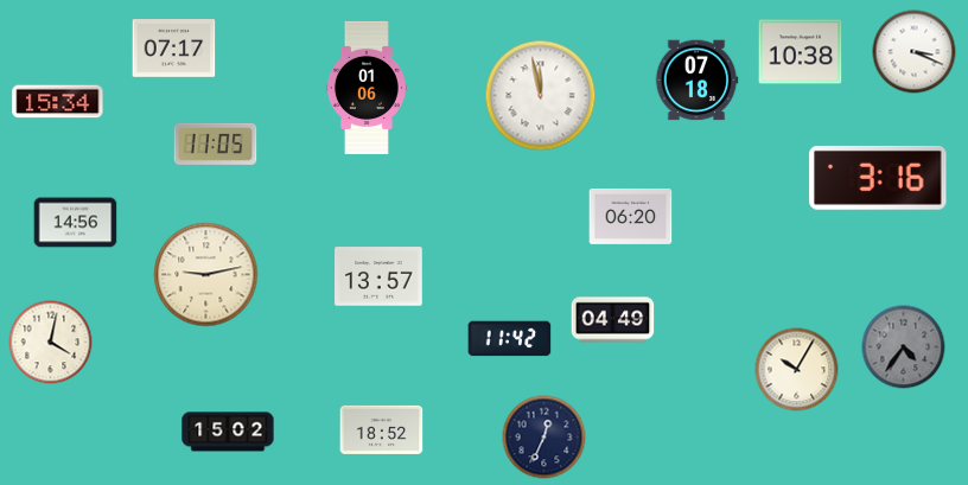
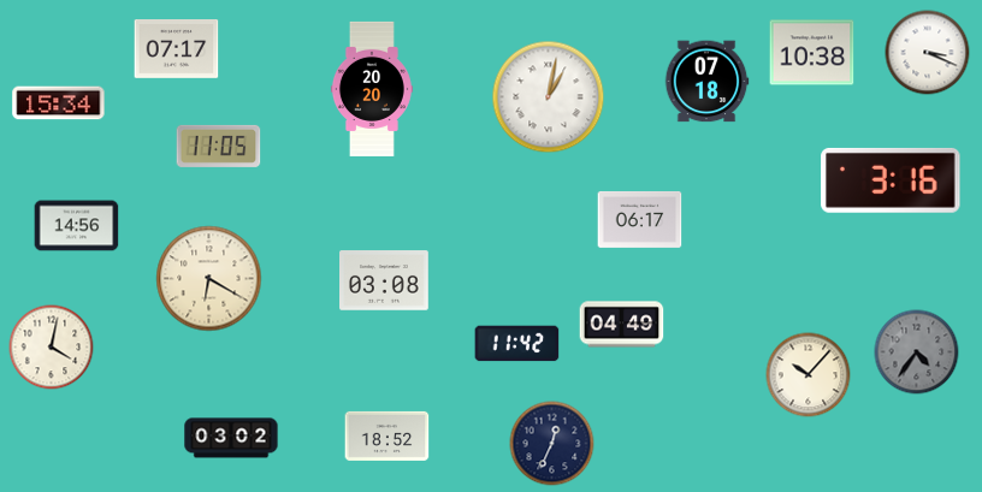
clock at (367, 88): 01:06 -> 20:20
clock at (541, 96): 11:58 -> 1:02
clock at (631, 216): 06:20 -> 06:17
clock at (206, 275): 9:13 -> 6:20
clock at (380, 276): 13:57 -> 03:08
clock at (797, 370): 10:05 -> 10:07
clock at (228, 432): 15:02 -> 03:02
